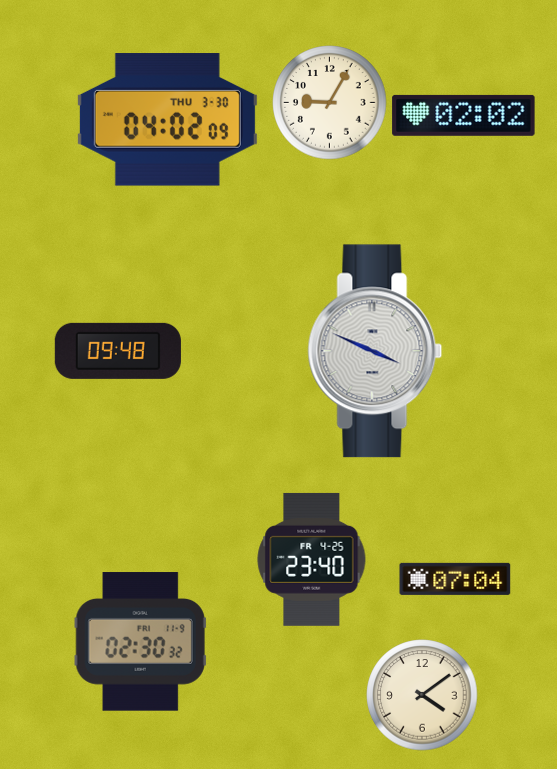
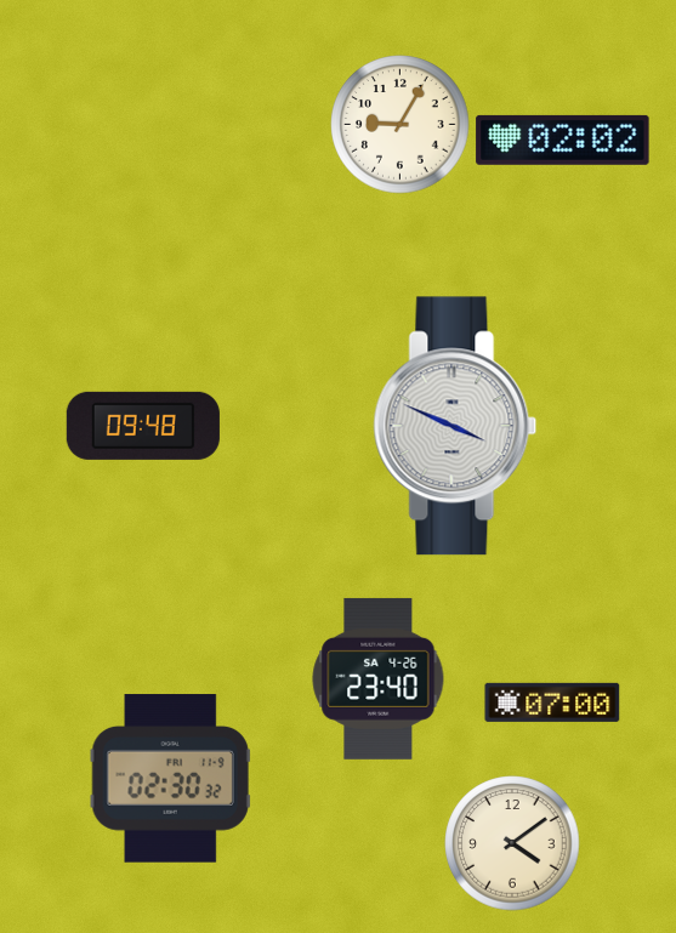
clock at (167, 120): 04:02 -> none
clock at (312, 559) date: FR 4-25 -> SA 4-26
clock at (455, 579): 07:04 -> 07:00
